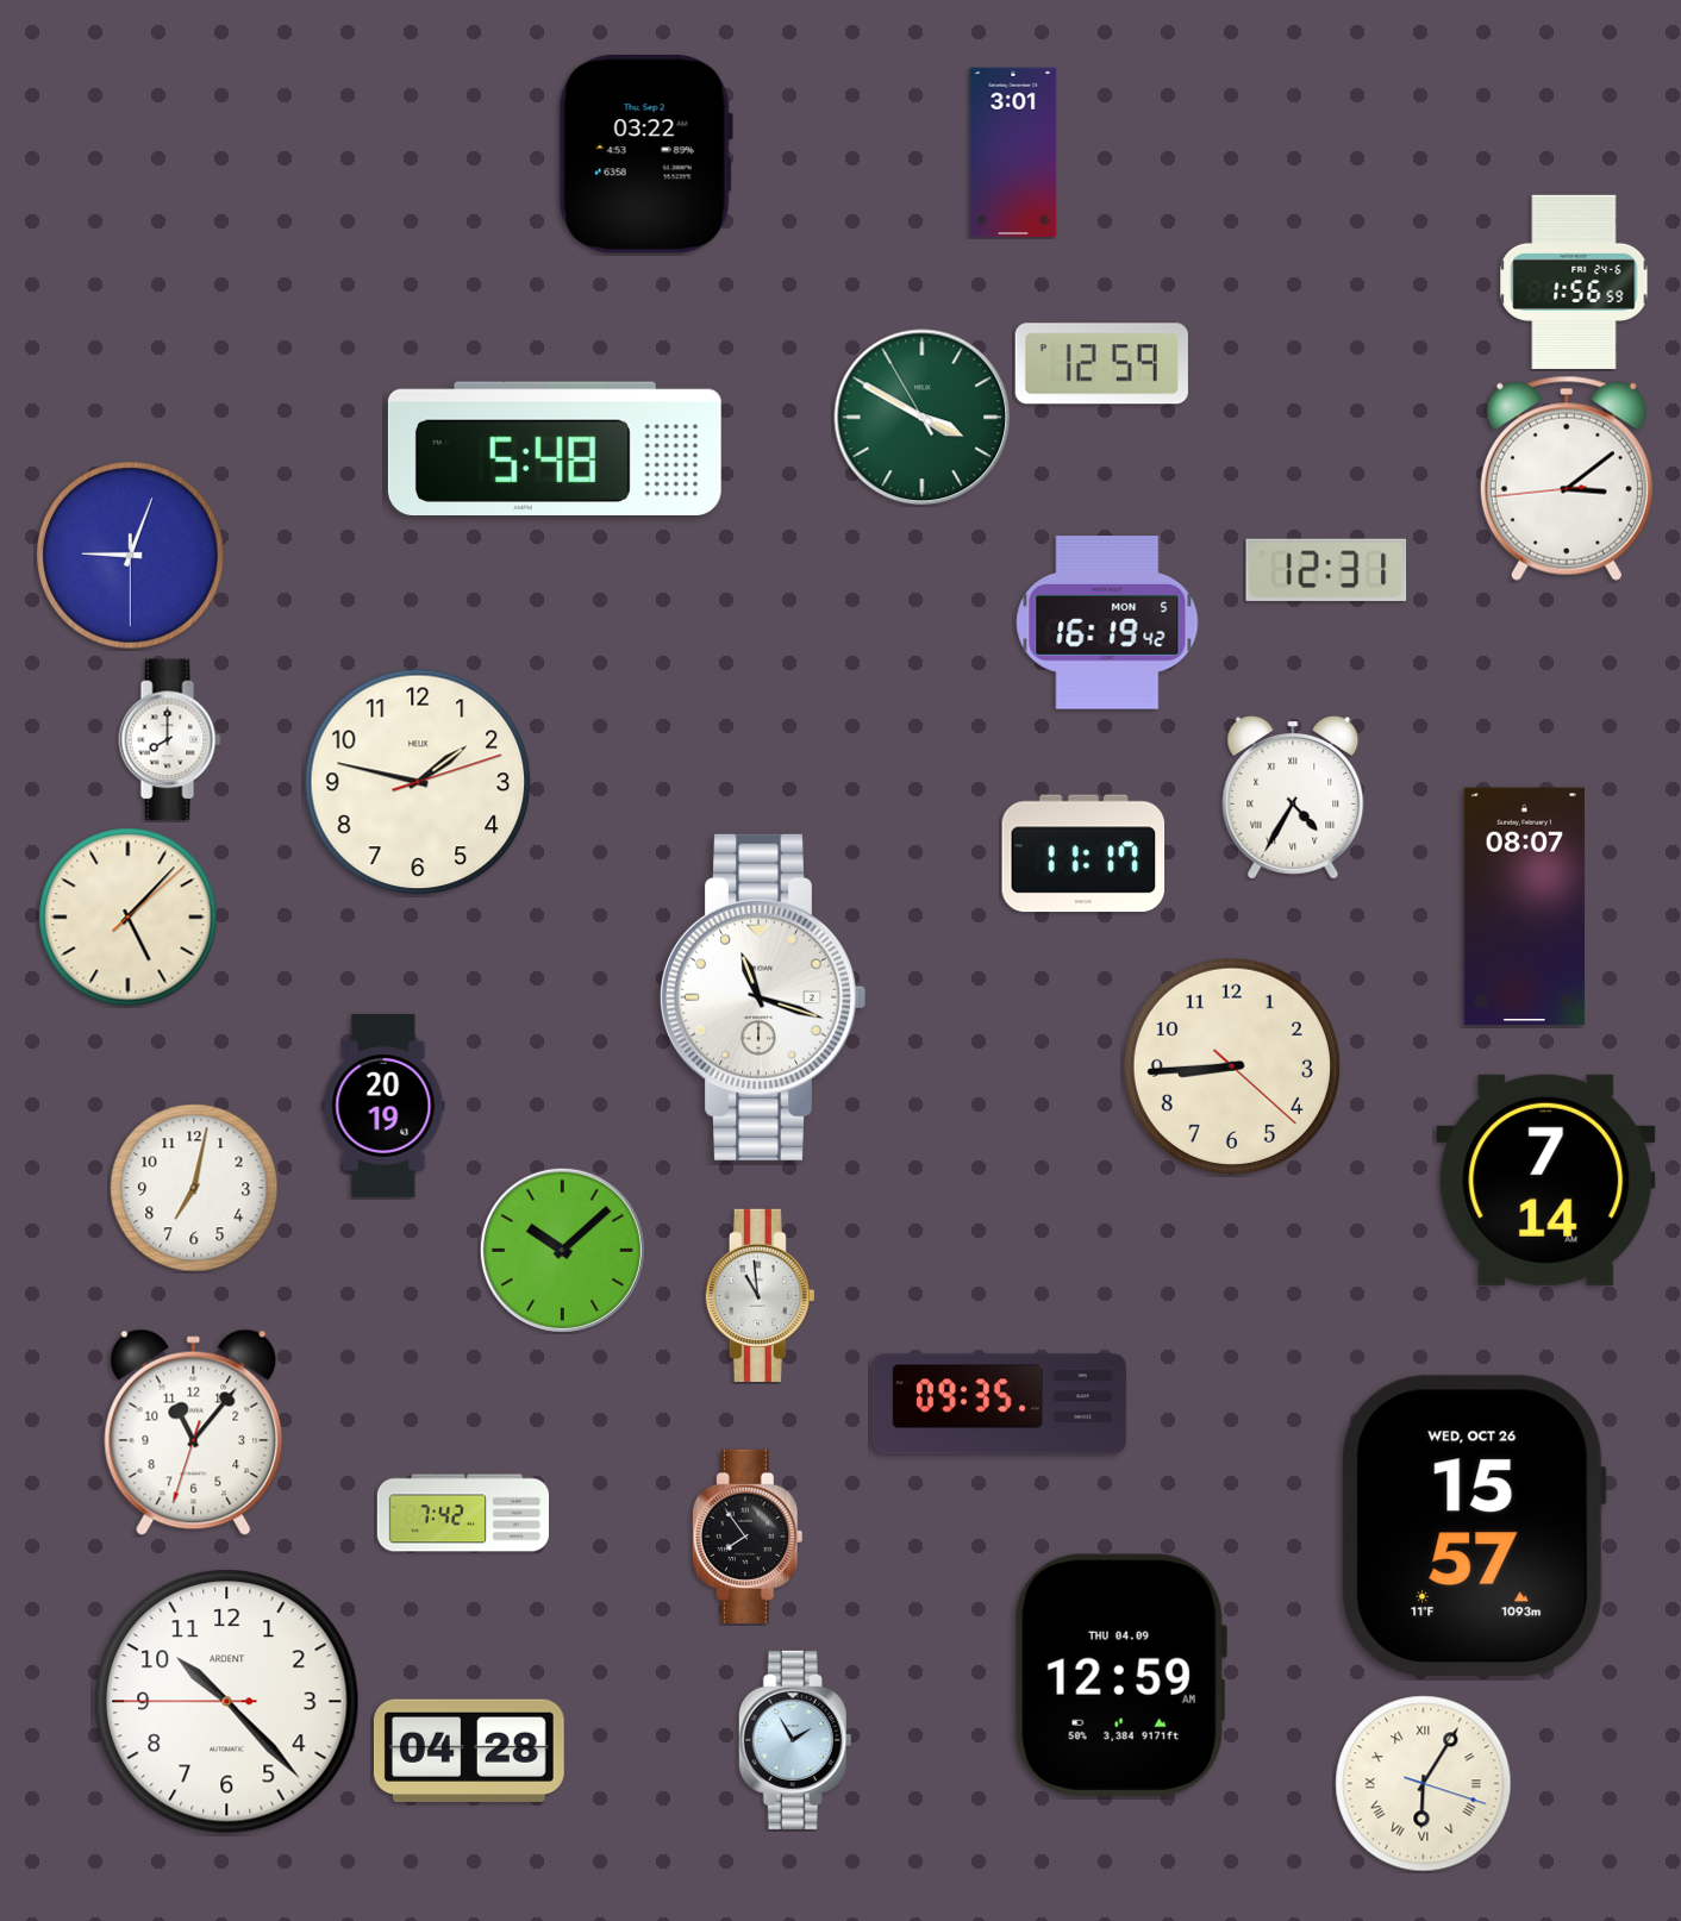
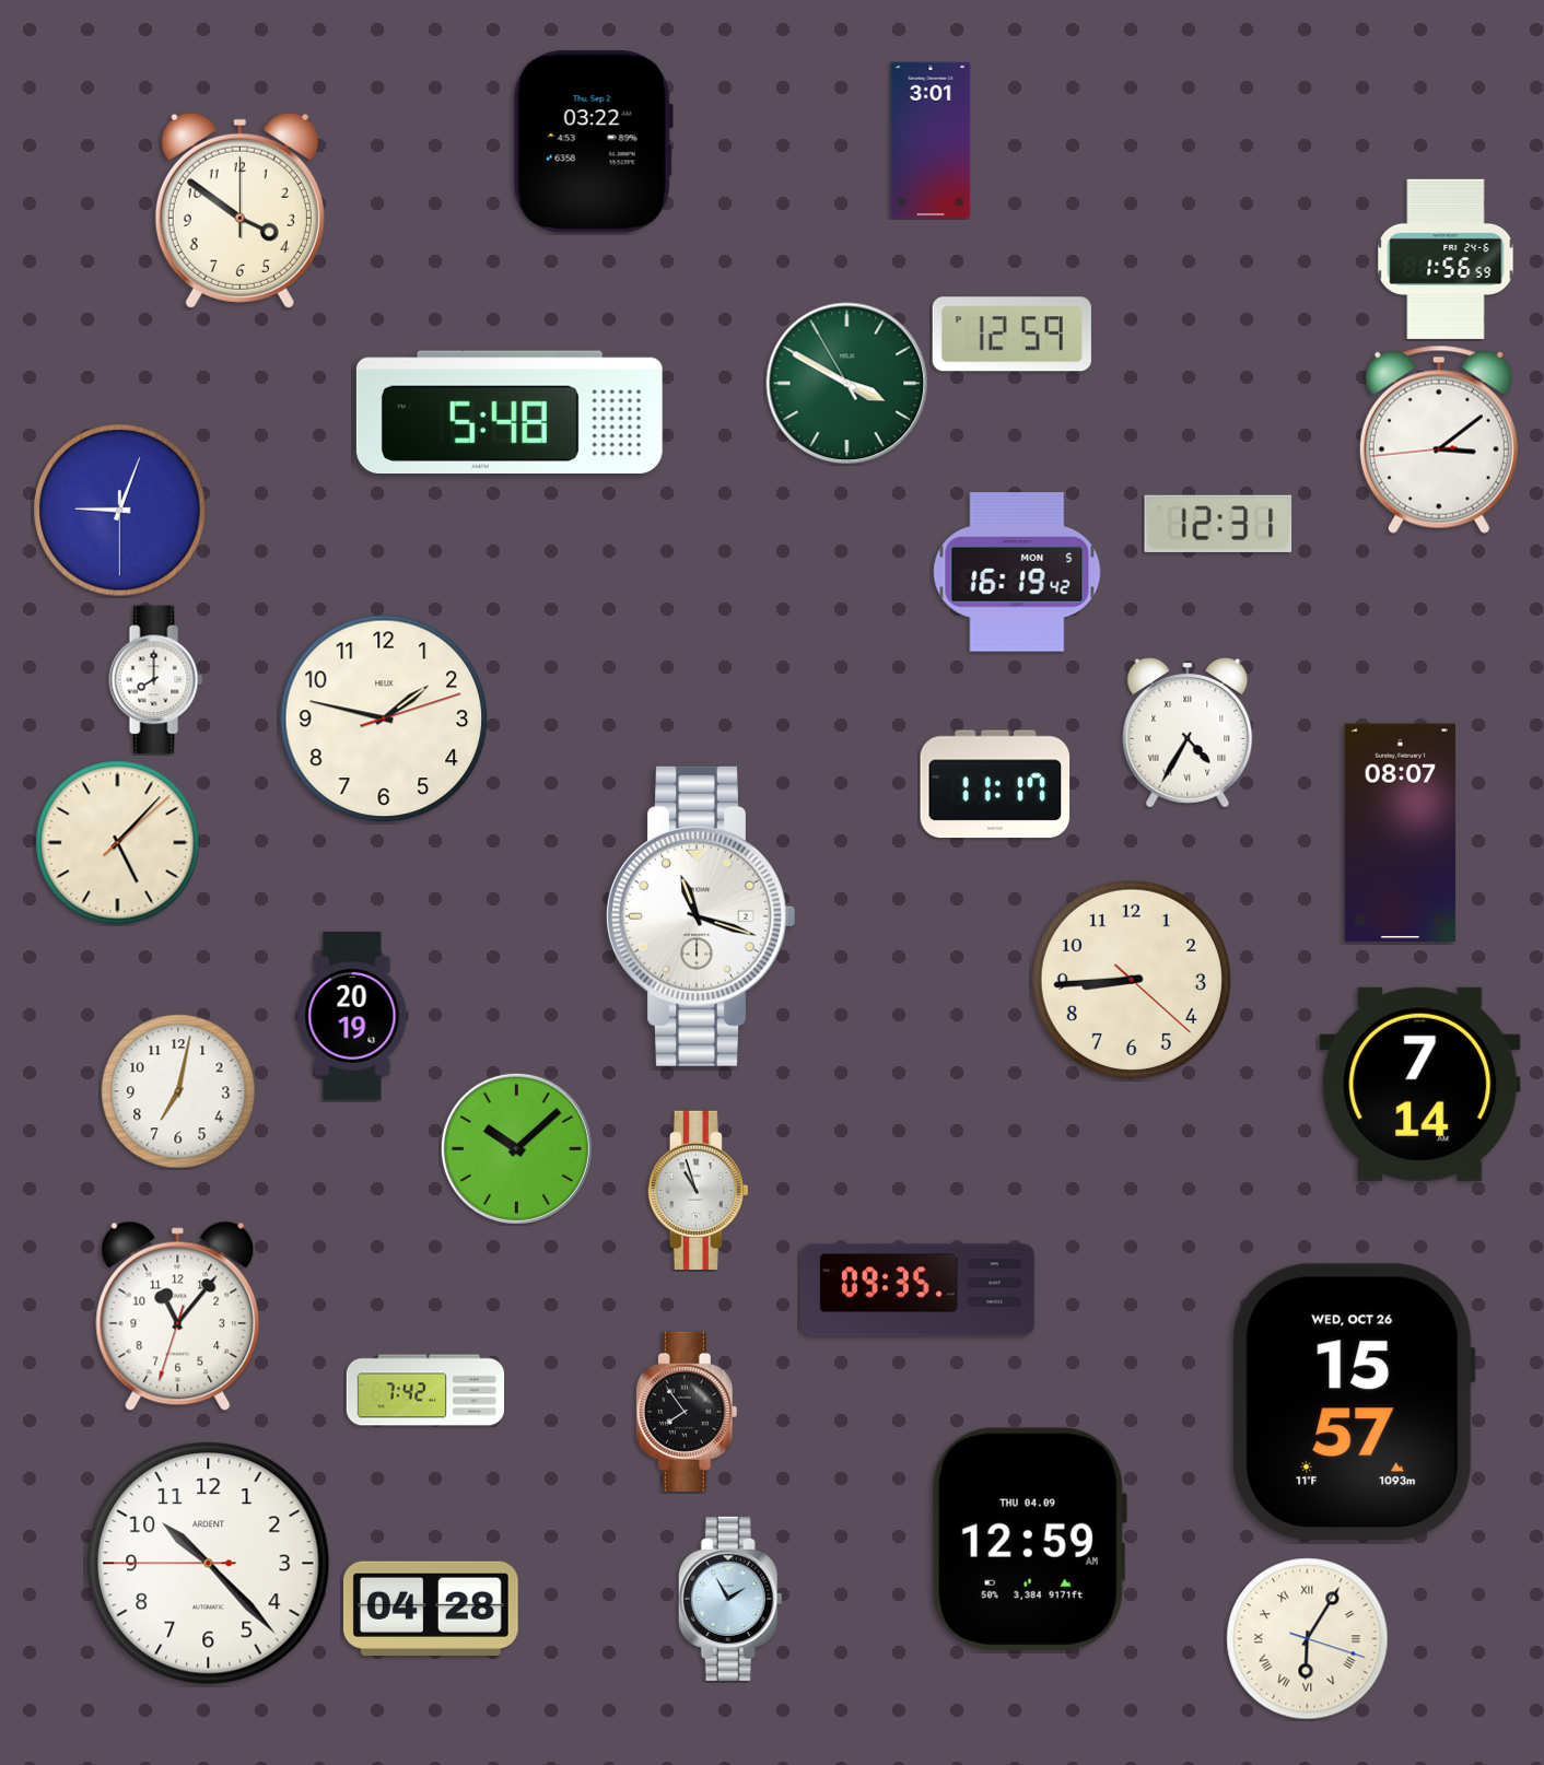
clock at (239, 210): none -> 3:51
clock at (760, 1295): 10:59 -> 10:57
